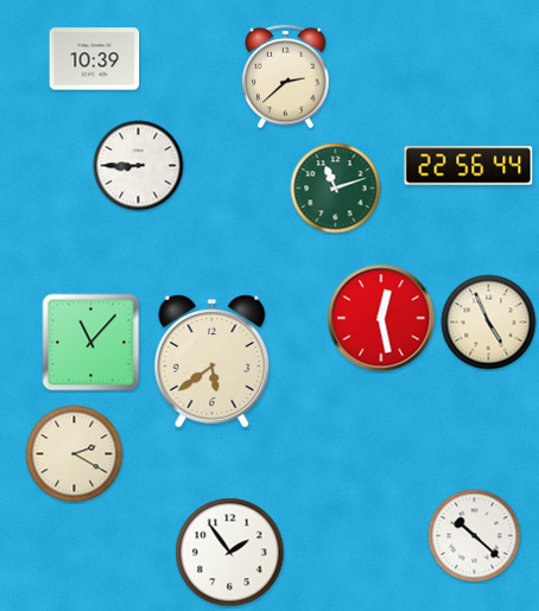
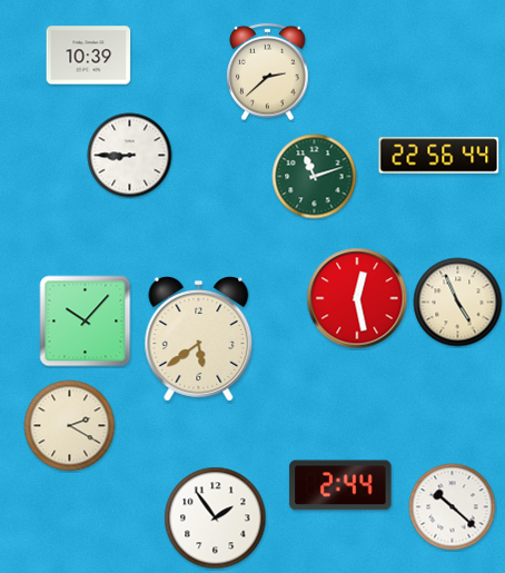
clock at (91, 343): 11:07 -> 10:07
clock at (340, 485): none -> 2:44
clock at (475, 536) position: (475, 536) -> (453, 507)
